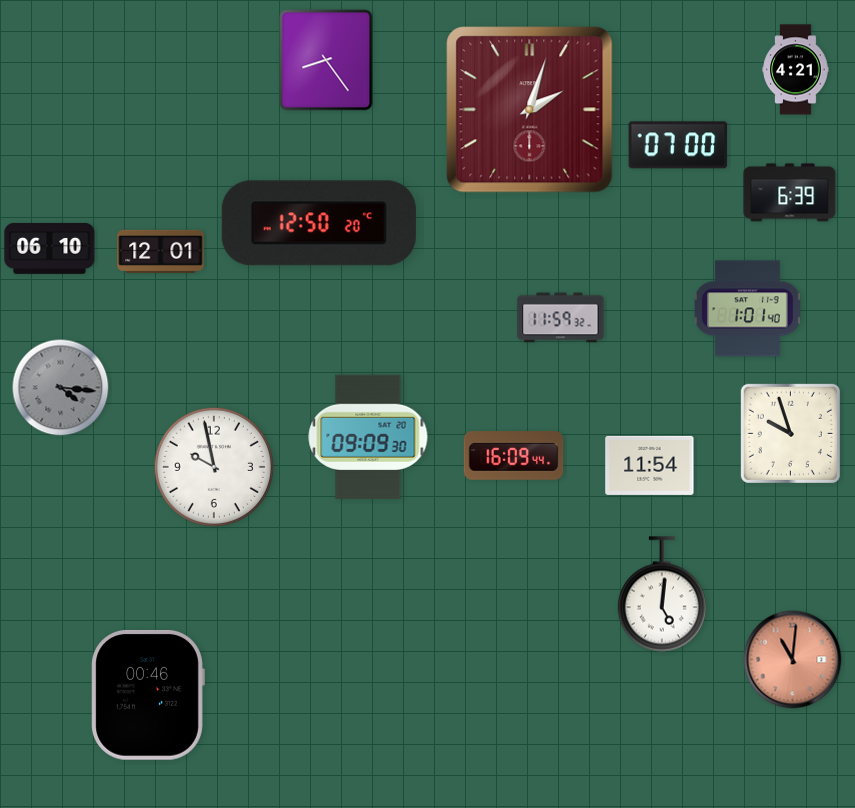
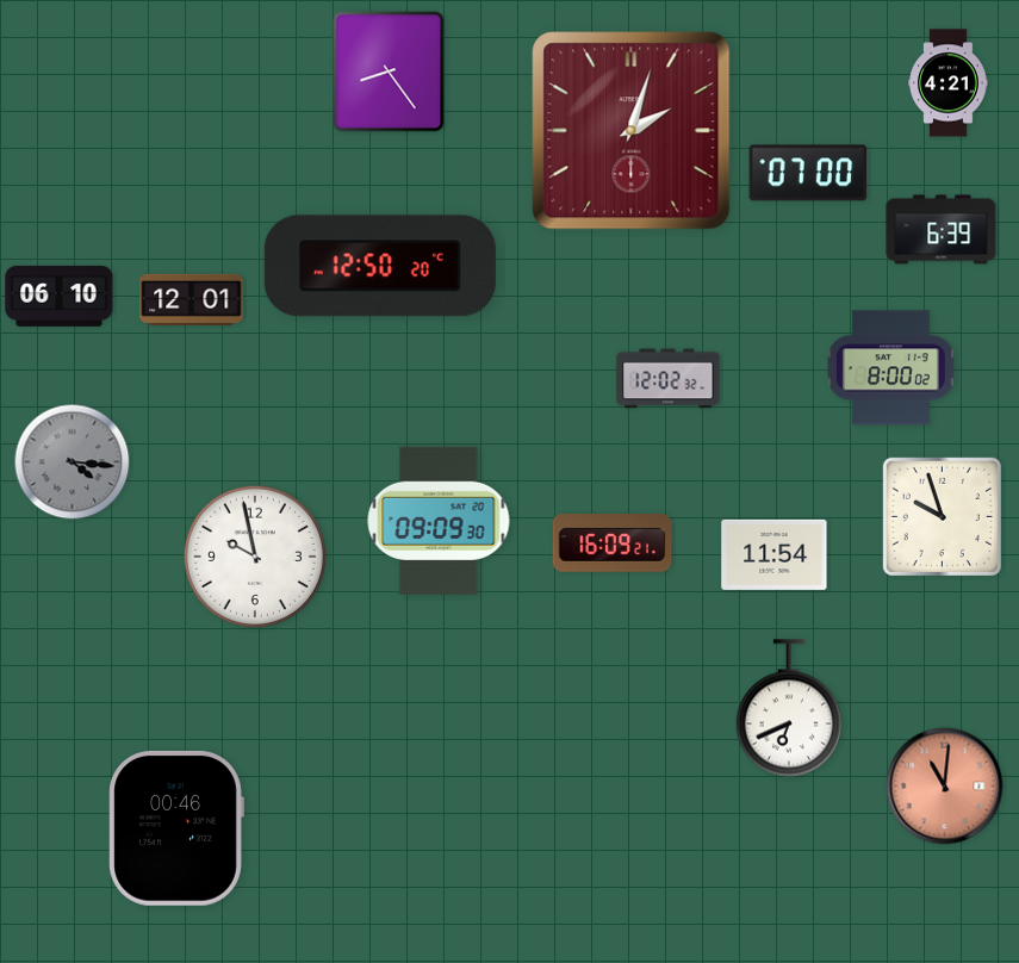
clock at (748, 309): 1:01 -> 8:00
clock at (561, 318): 11:59 -> 12:02
clock at (514, 456): 16:09:44 -> 16:09:21
clock at (662, 594): 5:01 -> 6:41
